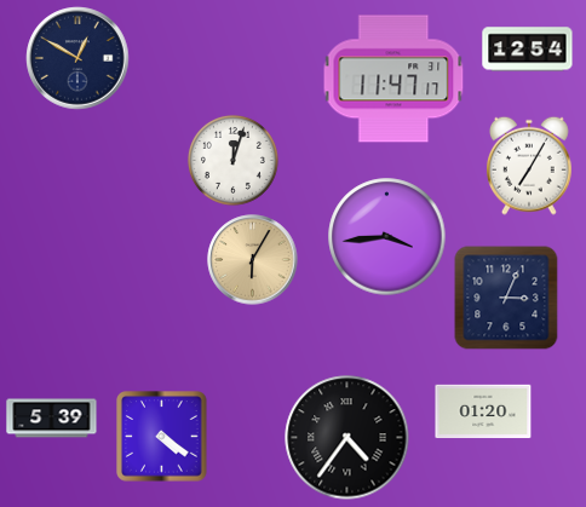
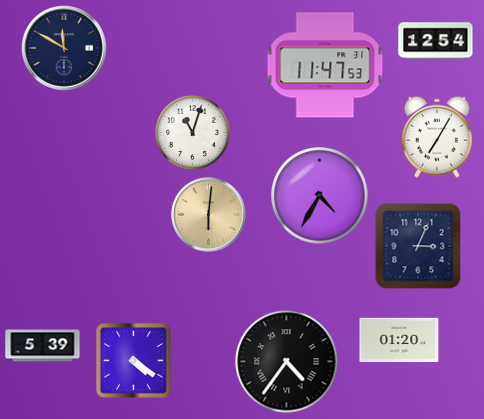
clock at (77, 58): 12:50 -> 11:50
clock at (393, 79): 11:47:17 -> 11:47:53
clock at (232, 160): 12:03 -> 11:03
clock at (387, 237): 3:44 -> 4:35
clock at (253, 260): 6:05 -> 6:01
